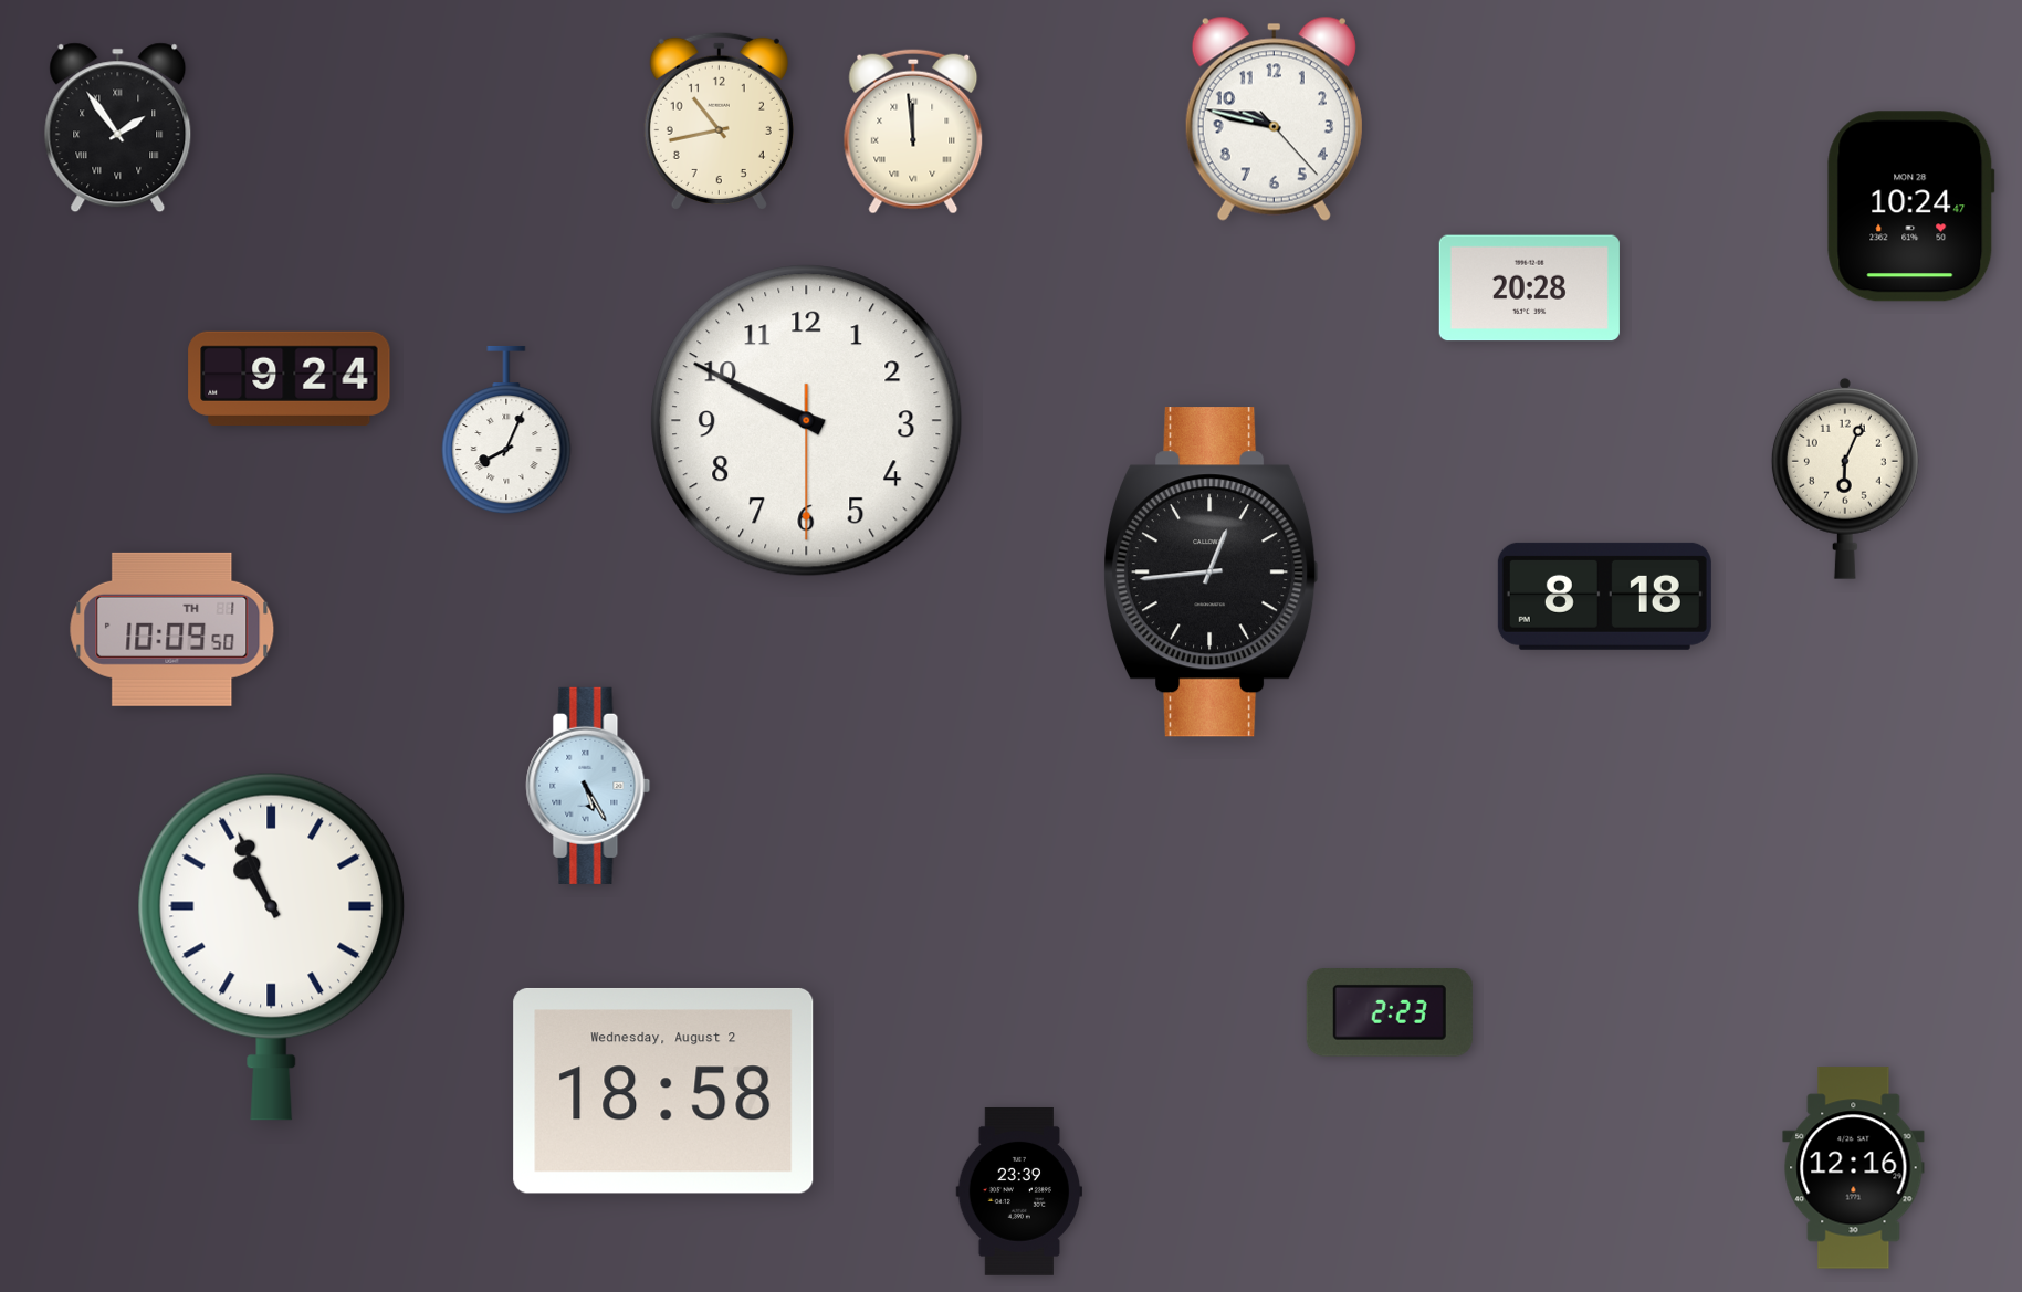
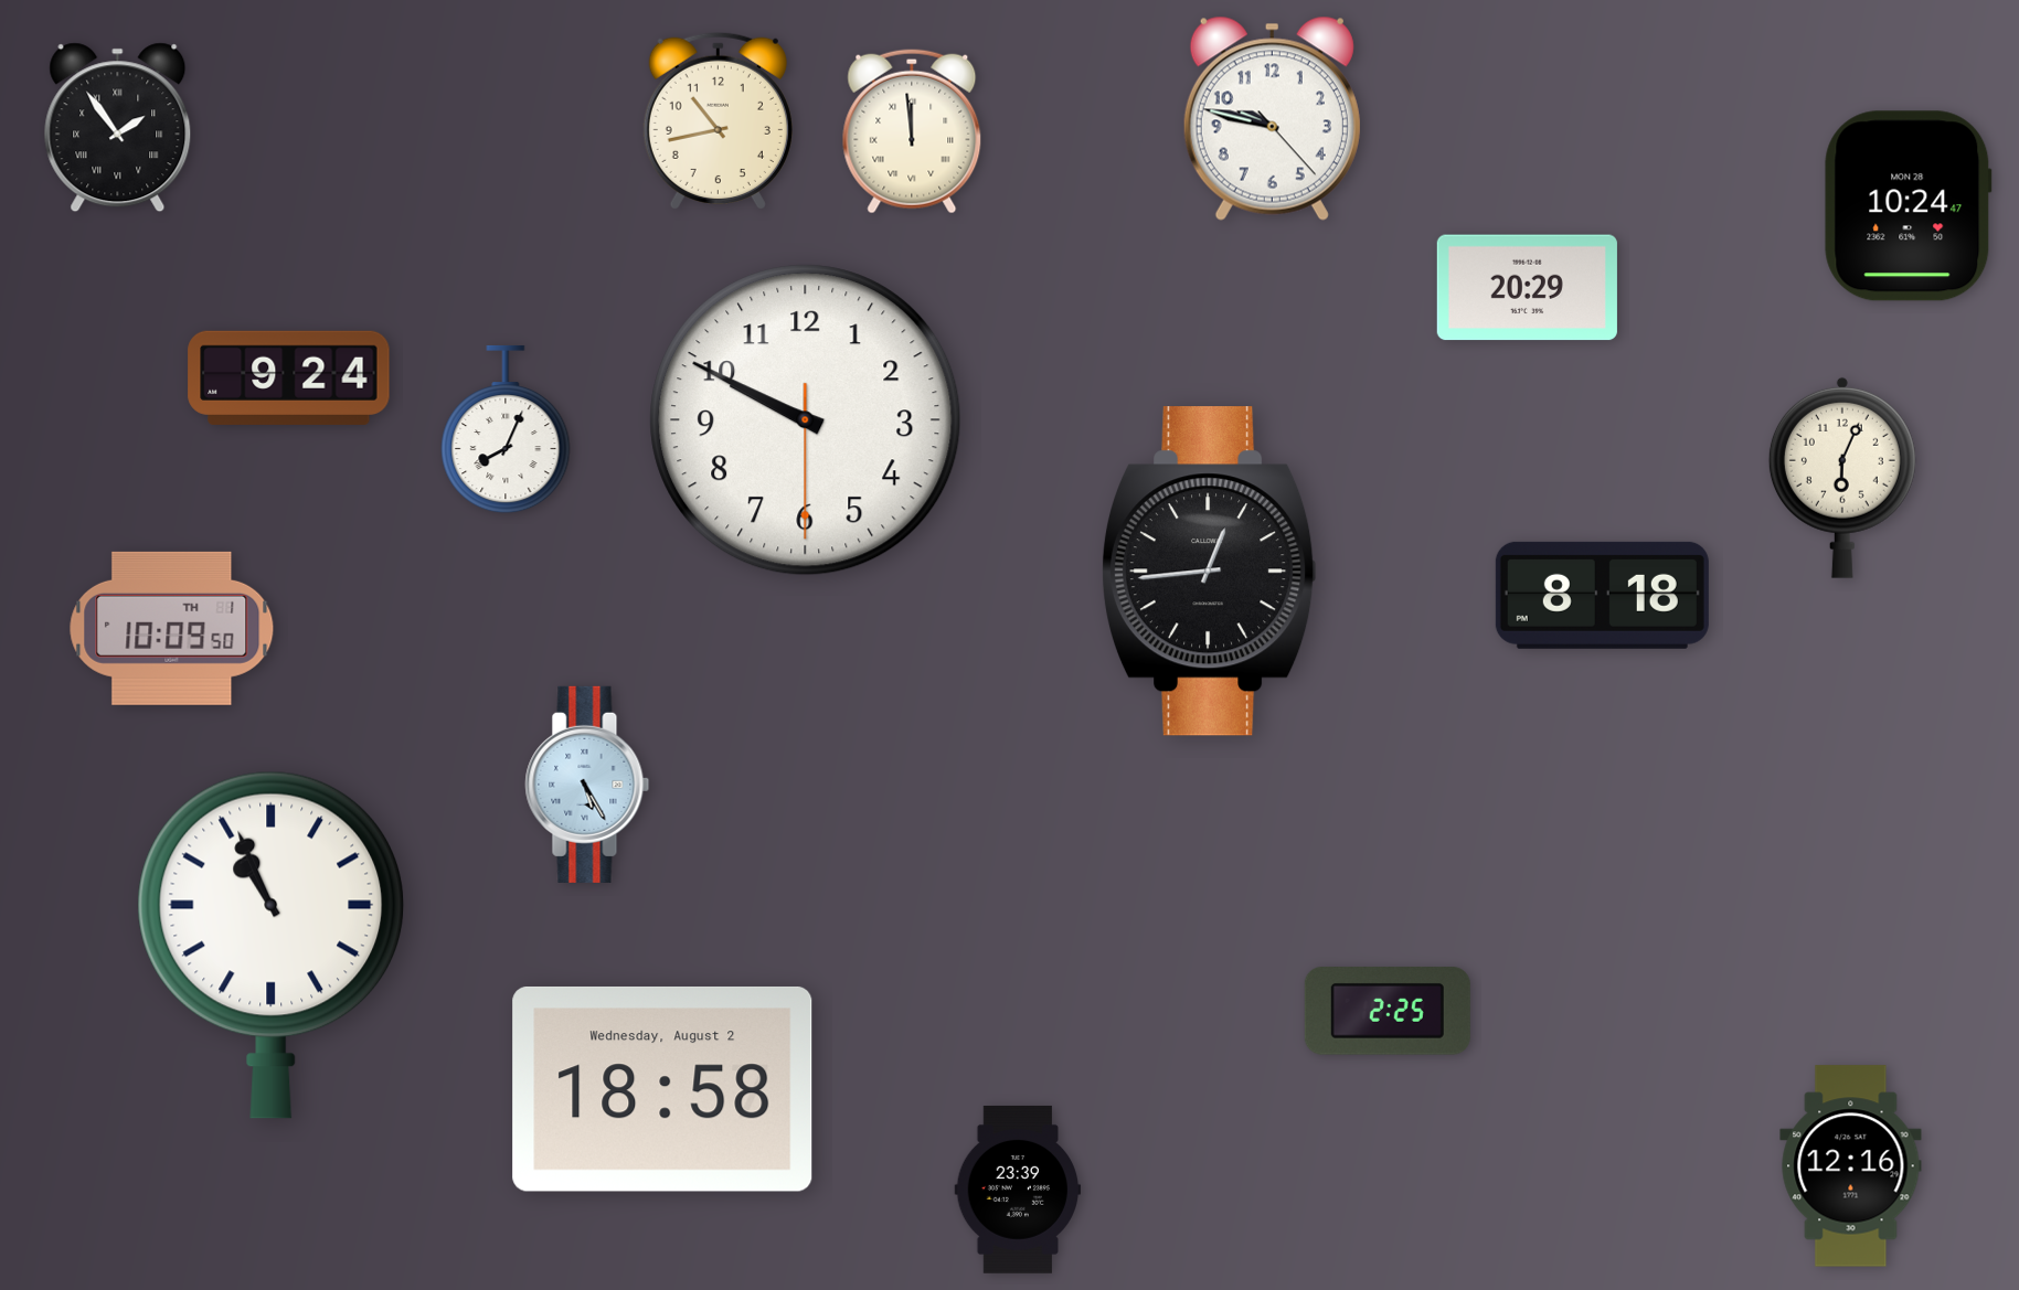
clock at (1529, 288): 20:28 -> 20:29
clock at (1390, 1013): 2:23 -> 2:25
